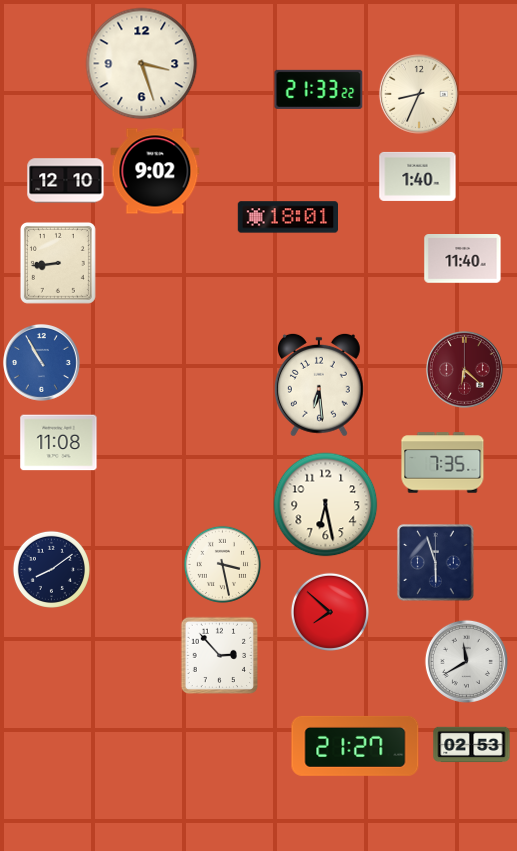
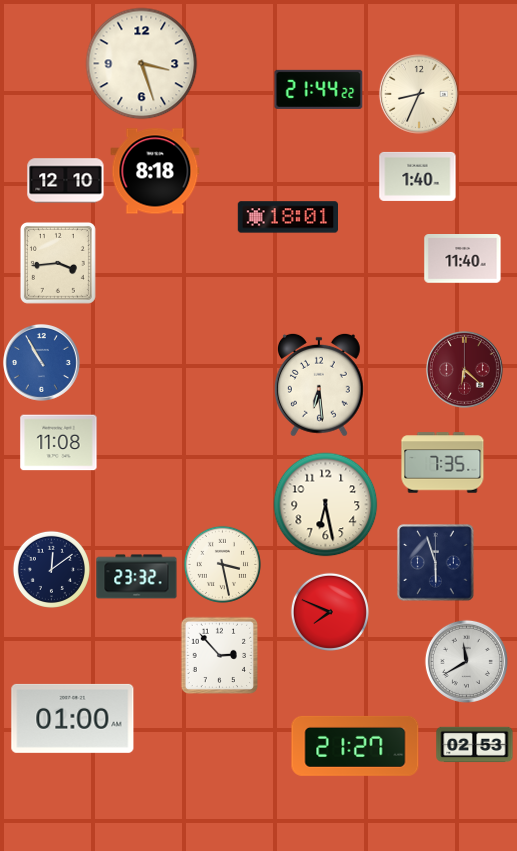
clock at (319, 89): 21:33 -> 21:44
clock at (155, 171): 9:02 -> 8:18
clock at (58, 263): 8:44 -> 3:44
clock at (51, 569): 8:09 -> 12:09
clock at (137, 577): none -> 23:32
clock at (330, 612): 7:52 -> 7:49
clock at (73, 718): none -> 01:00
clock at (472, 745) position: (472, 745) -> (475, 745)
